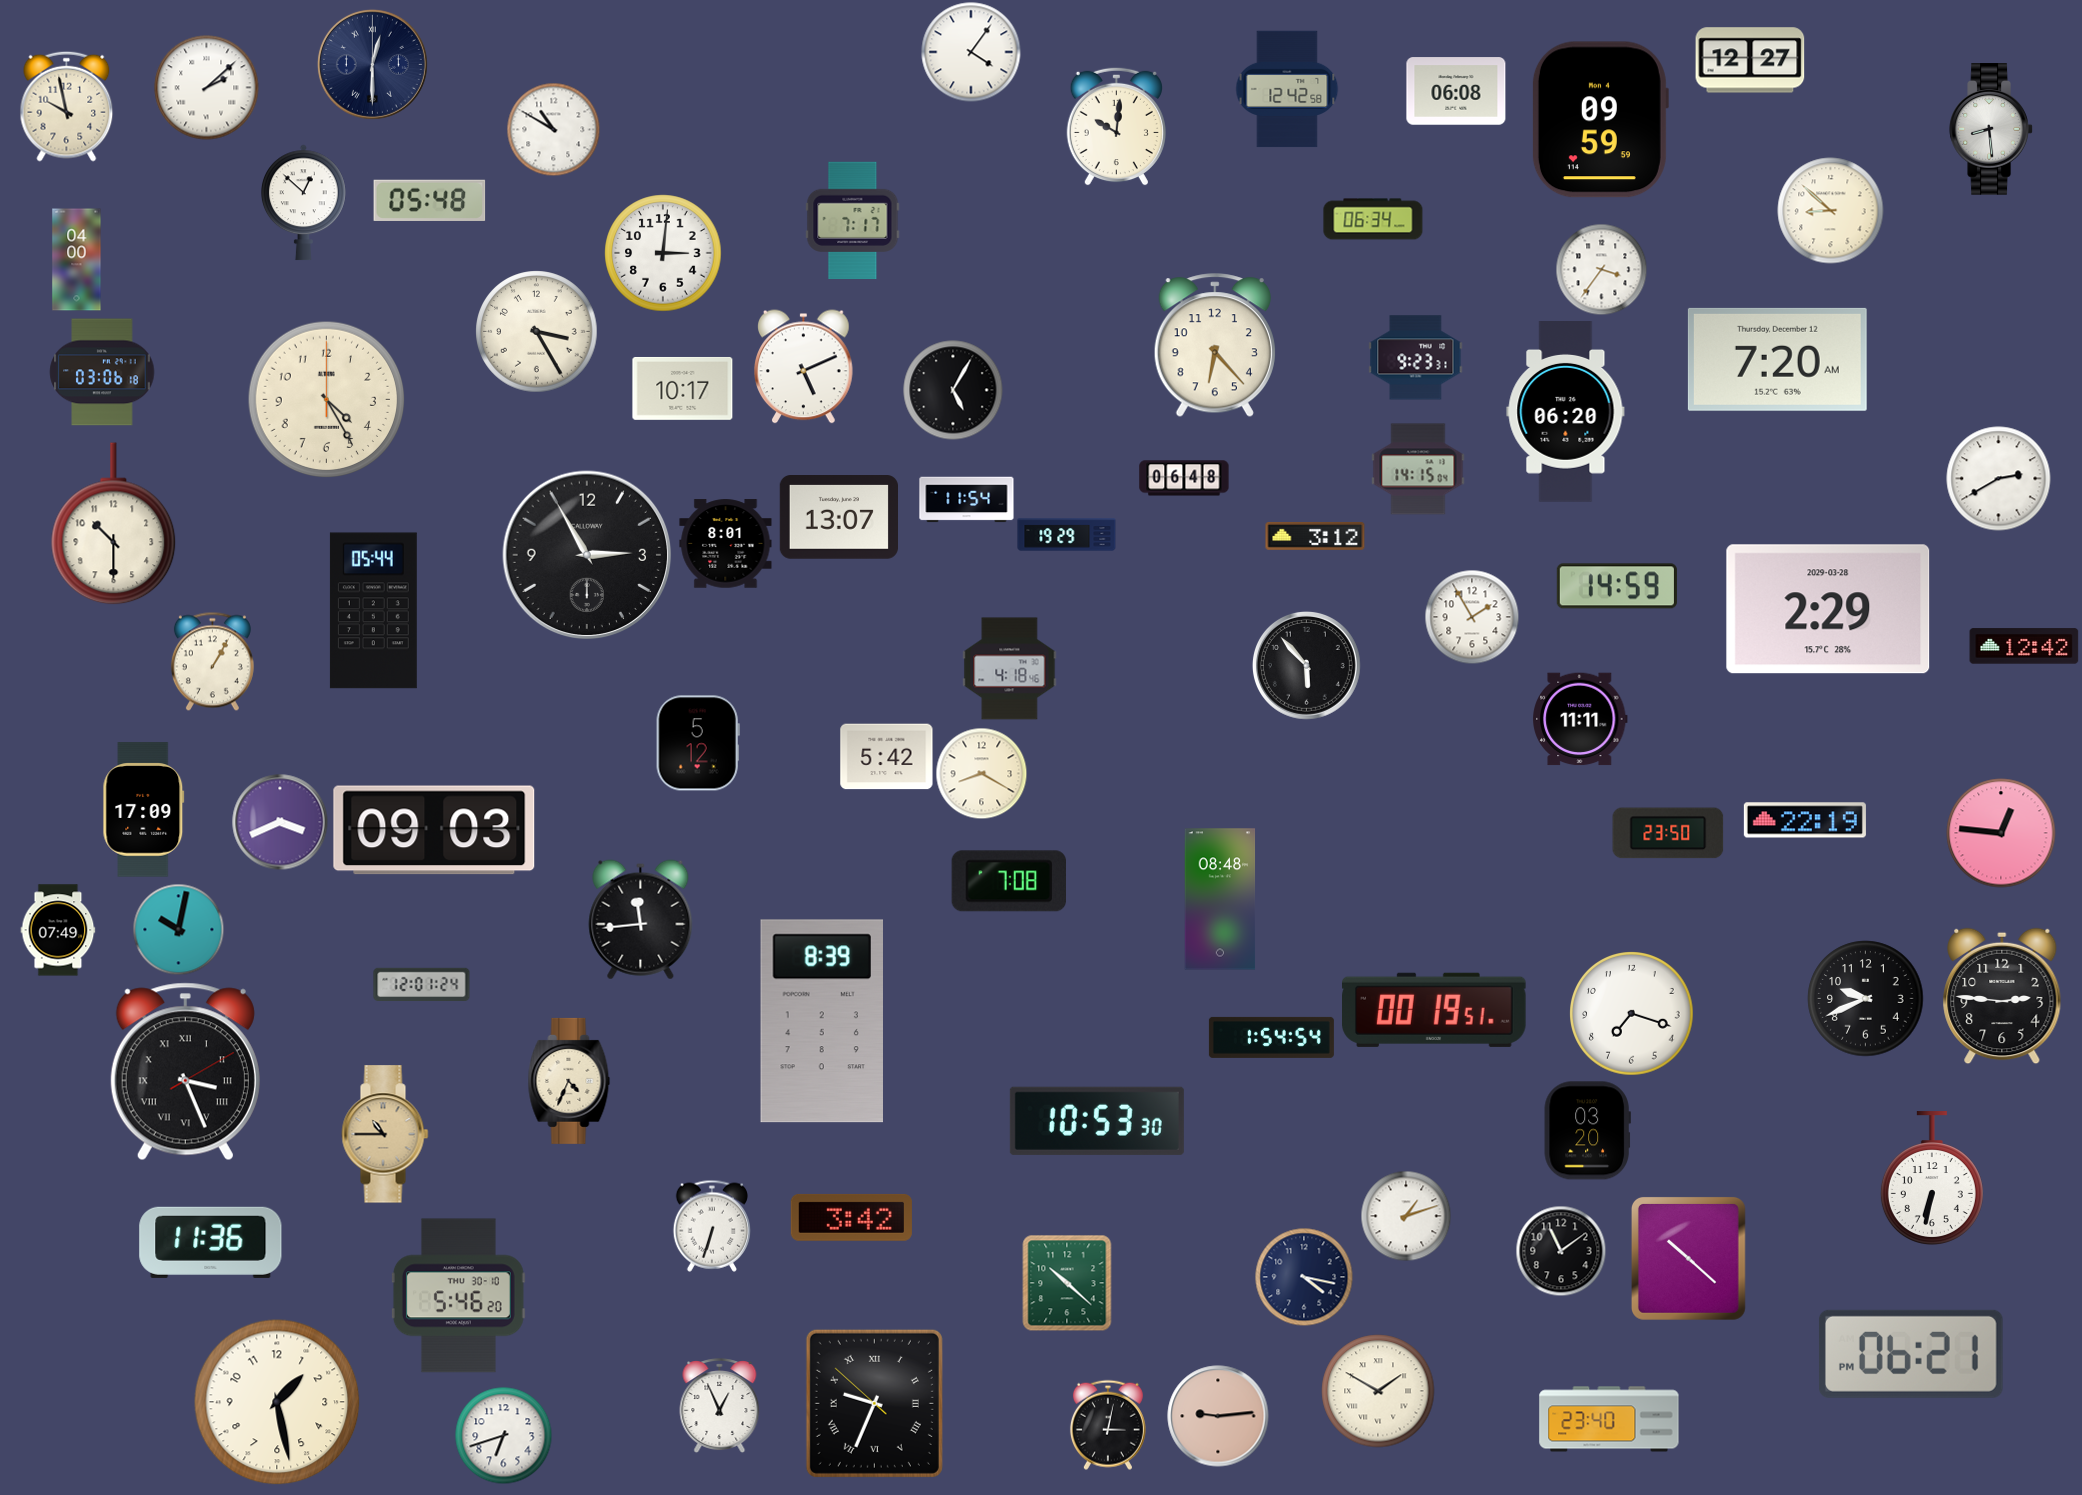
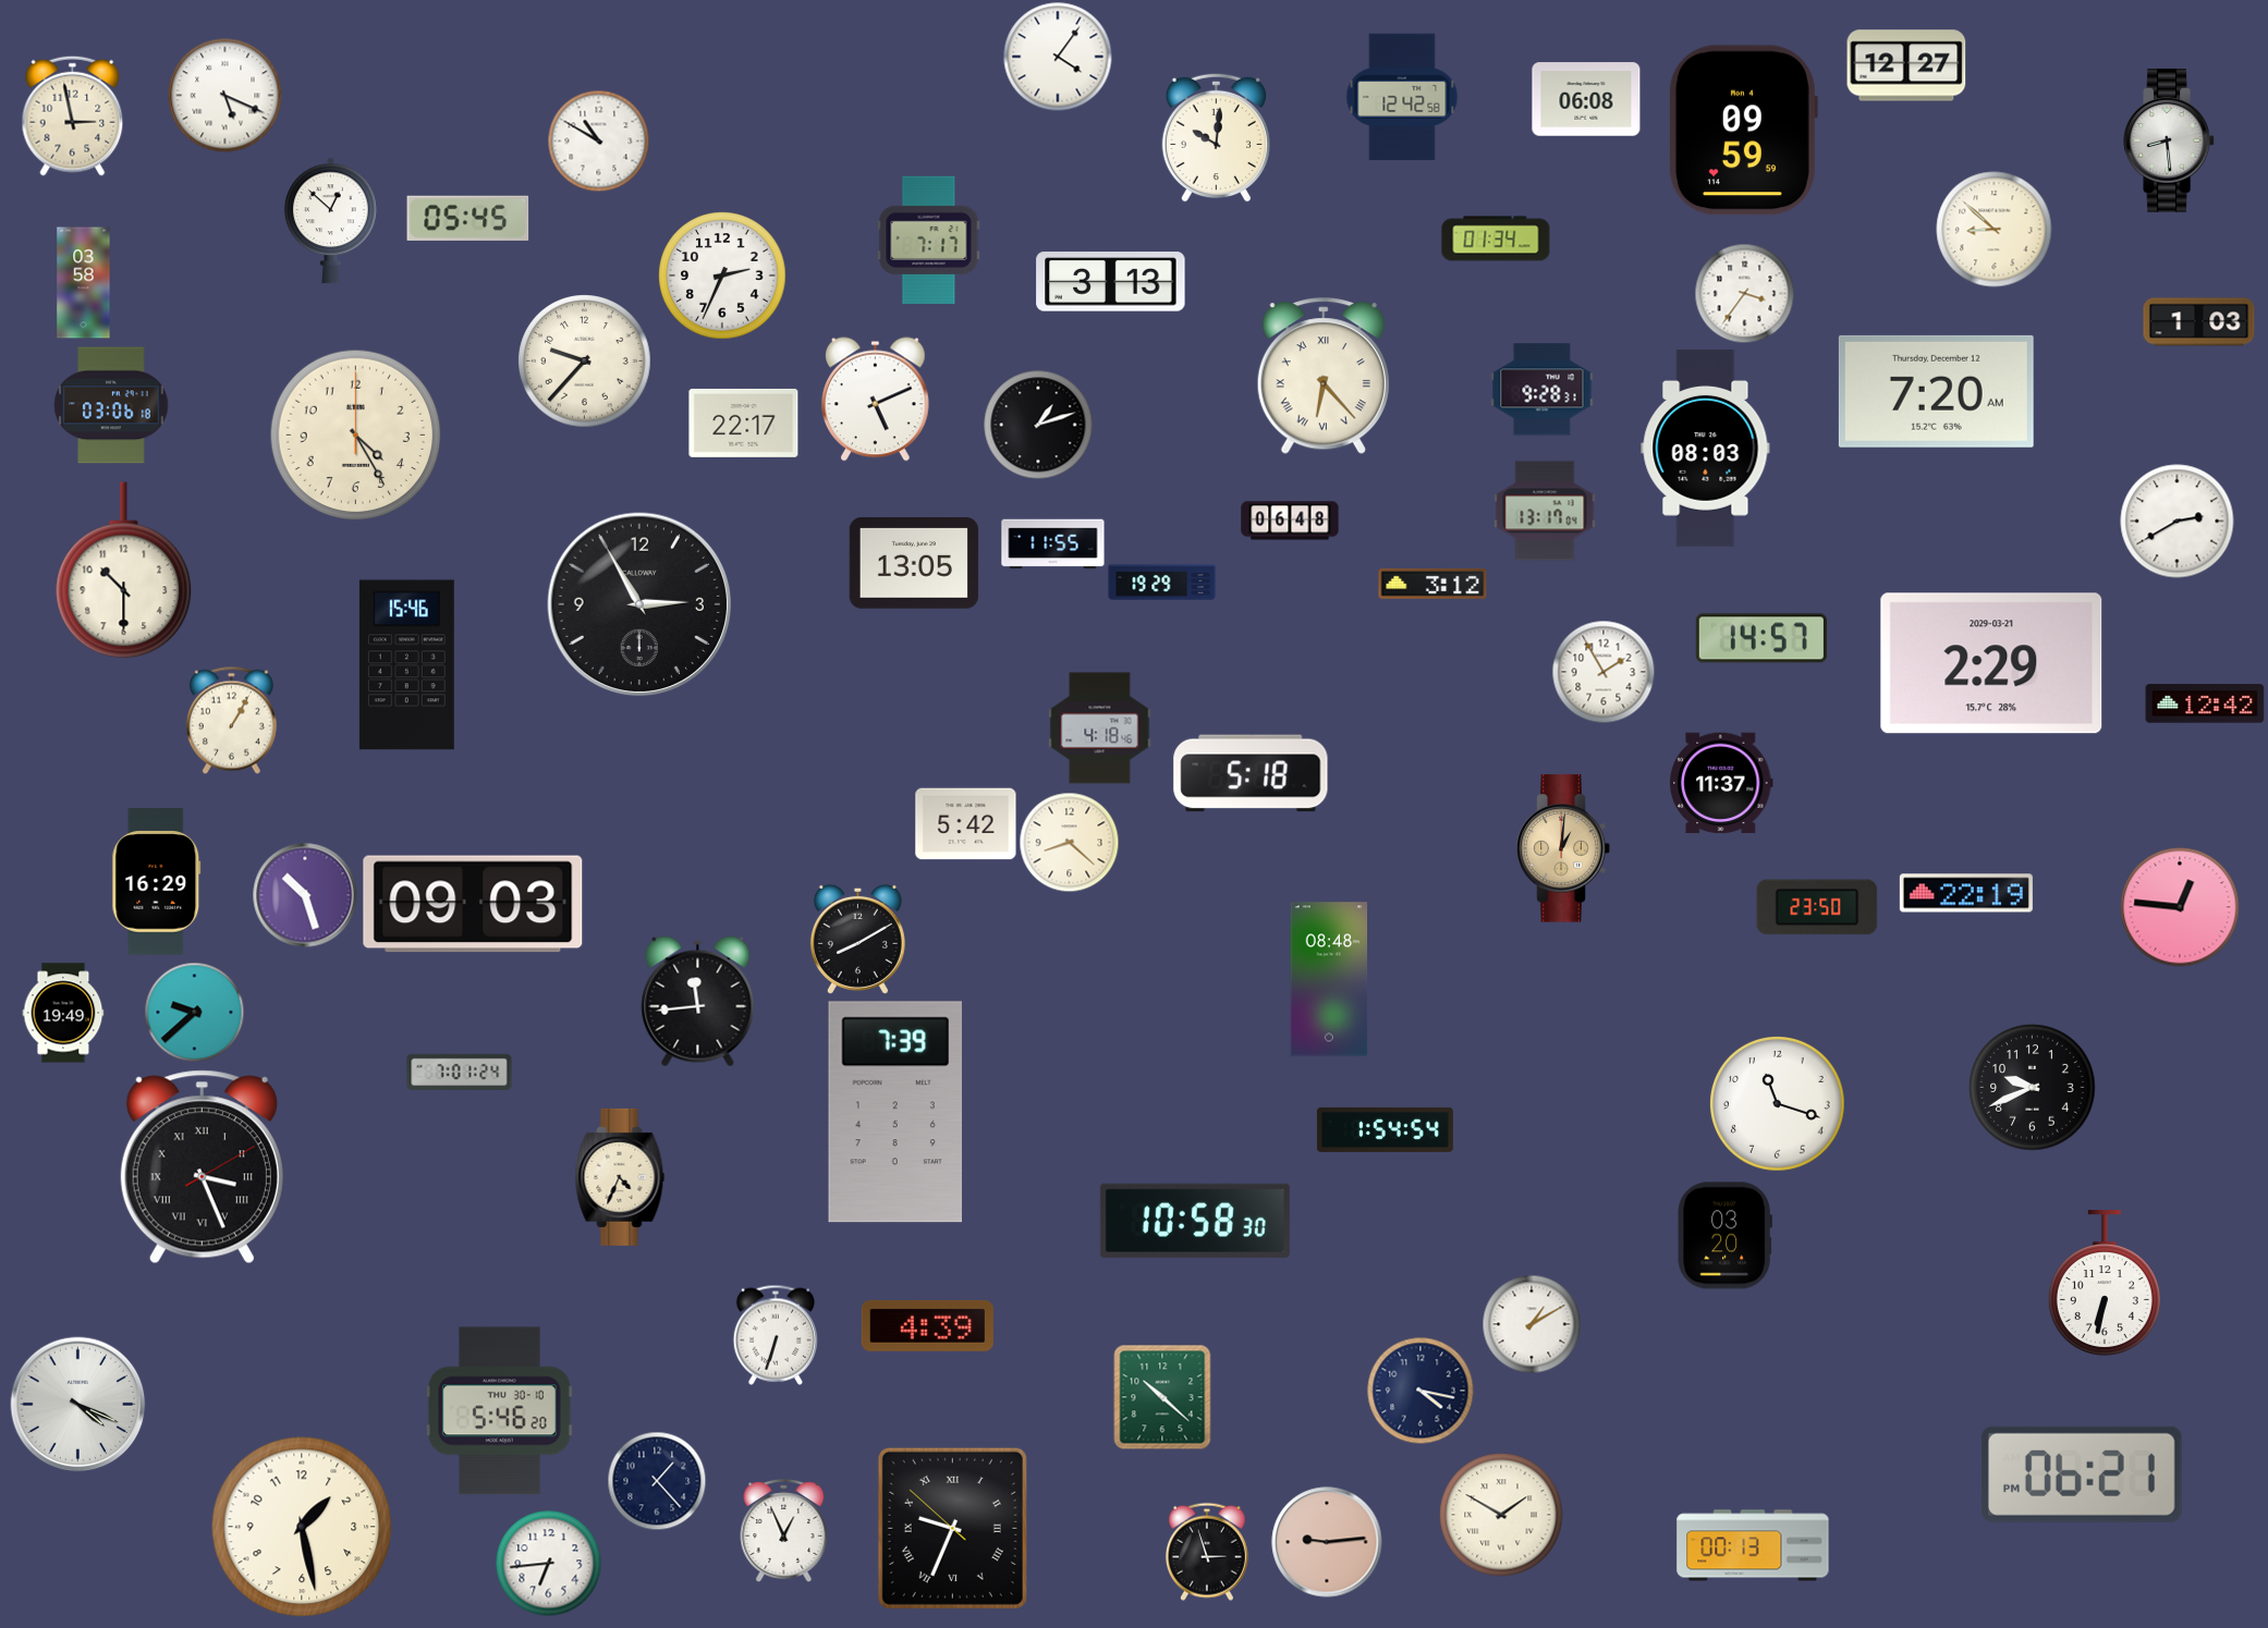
clock at (372, 64): 12:30 -> none
clock at (207, 88): 2:08 -> 5:19
clock at (67, 106): 9:58 -> 2:58
clock at (553, 129) position: (553, 129) -> (598, 140)
clock at (430, 200): 05:48 -> 05:45
clock at (1373, 219): 06:34 -> 01:34
clock at (663, 253): 3:01 -> 2:34
clock at (1111, 282): none -> 3:13
clock at (77, 260): 04:00 -> 03:58
clock at (2199, 322): none -> 1:03
clock at (537, 332): 3:25 -> 9:37
clock at (1215, 346) numerals: Arabic -> Roman
clock at (1416, 358): 9:23 -> 9:28
clock at (683, 388): 10:17 -> 22:17
clock at (953, 390): 5:05 -> 1:12
clock at (1566, 412): 06:20 -> 08:03
clock at (1418, 469): 14:15 -> 13:17
clock at (967, 500): 11:54 -> 11:55
clock at (838, 518): 13:07 -> 13:05
clock at (726, 544): 8:01 -> none
clock at (1617, 586): 14:59 -> 14:57
clock at (1828, 609) date: 2029-03-28 -> 2029-03-21
clock at (373, 611): 05:44 -> 15:46
clock at (1307, 666): 5:53 -> none
clock at (1251, 773): none -> 5:18
clock at (1581, 719): 11:11 -> 11:37
clock at (698, 743): 5:12 -> none
clock at (981, 773): 8:20 -> 8:22
clock at (1563, 848): none -> 1:01
clock at (144, 810): 17:09 -> 16:29
clock at (280, 822): 3:41 -> 10:27
clock at (857, 939): none -> 8:10
clock at (1009, 881): 7:08 -> none
clock at (178, 929): 10:02 -> 9:38
clock at (58, 930): 07:49 -> 19:49
clock at (422, 985): 12:01 -> 7:01
clock at (2002, 996): 2:46 -> none
clock at (1435, 1010): 00:19 -> none
clock at (1632, 1014): 7:18 -> 11:18
clock at (821, 1021): 8:39 -> 7:39
clock at (1097, 1121): 10:53 -> 10:58
clock at (1587, 1131) position: (1587, 1131) -> (1724, 1236)
clock at (385, 1134): 10:45 -> none
clock at (1406, 1216): 1:12 -> 1:10
clock at (851, 1217): 3:42 -> 4:39
clock at (211, 1242): 11:36 -> none
clock at (1561, 1251): 11:09 -> none
clock at (1688, 1258): 10:22 -> none
clock at (78, 1405): none -> 4:19
clock at (657, 1481): none -> 1:23
clock at (1609, 1419): 23:40 -> 00:13
clock at (1108, 1425): 3:02 -> 2:57
clock at (503, 1435): 6:42 -> 6:44
